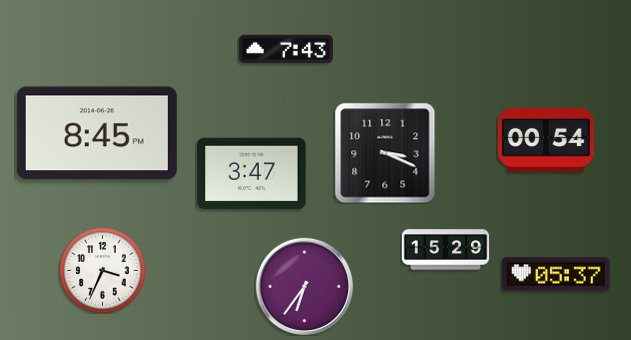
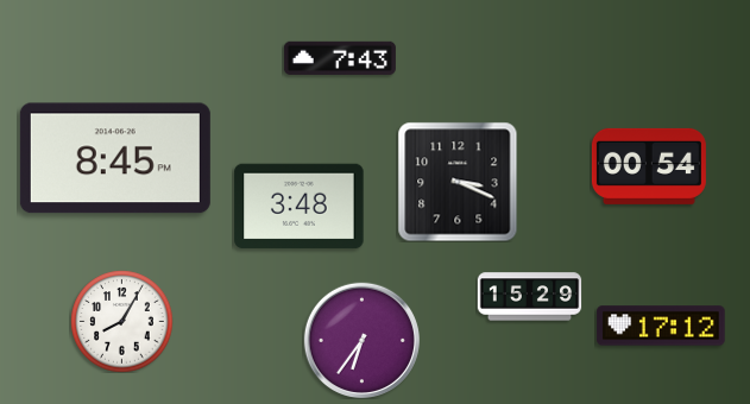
clock at (252, 174): 3:47 -> 3:48
clock at (102, 270): 3:34 -> 8:05
clock at (556, 274): 05:37 -> 17:12
